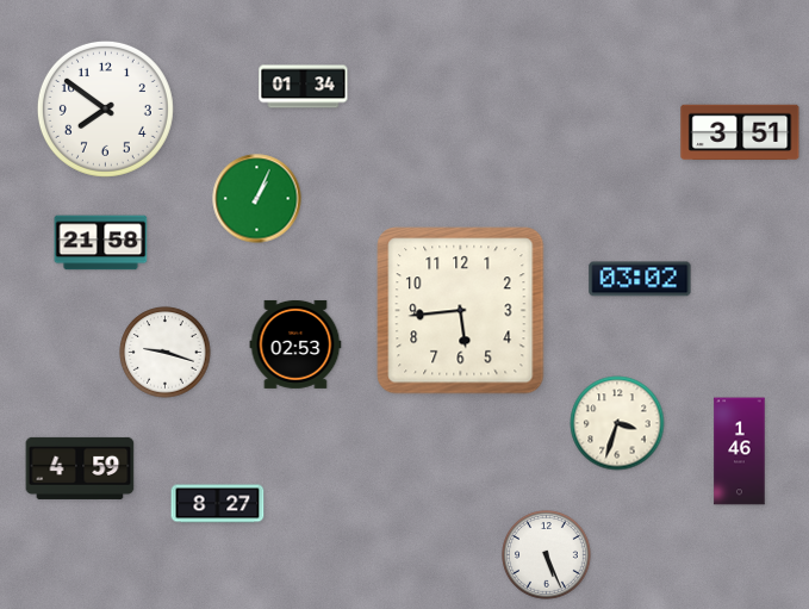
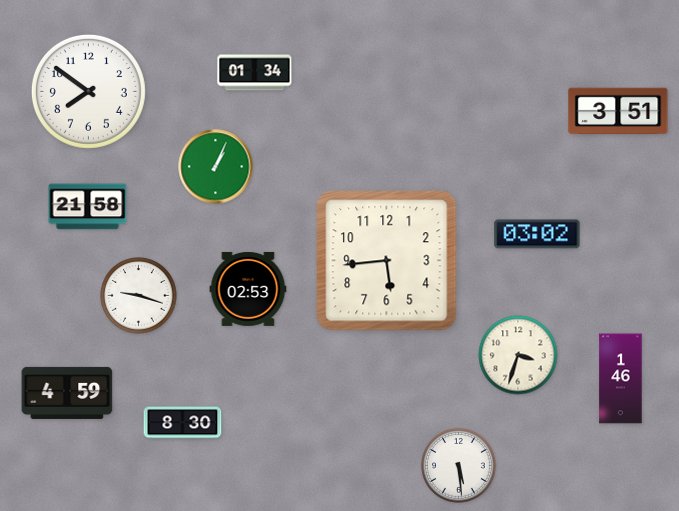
clock at (740, 132) position: (740, 132) -> (618, 111)
clock at (101, 243) position: (101, 243) -> (88, 207)
clock at (218, 504): 8:27 -> 8:30
clock at (547, 555): 5:26 -> 5:29
